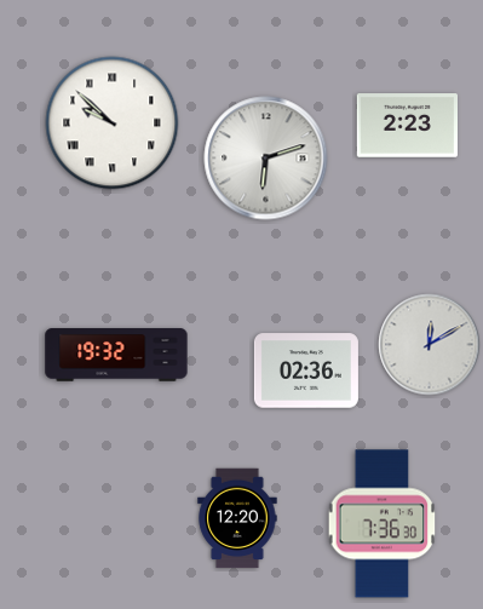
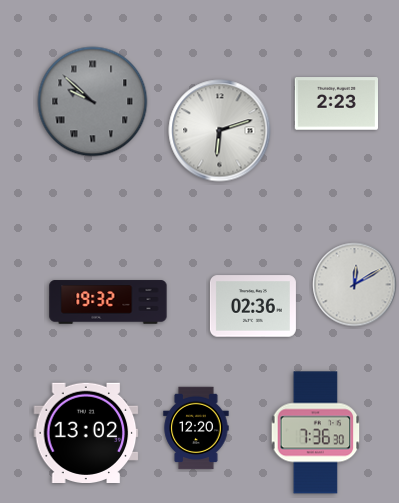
clock at (113, 123) dial: white -> grey
clock at (116, 355) position: (116, 355) -> (108, 302)
clock at (86, 432): none -> 13:02
